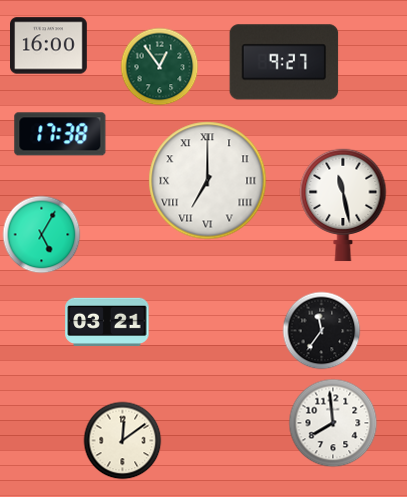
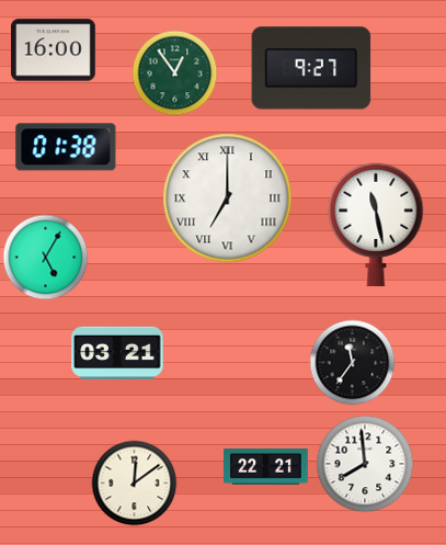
clock at (60, 134): 17:38 -> 01:38
clock at (266, 467): none -> 22:21
